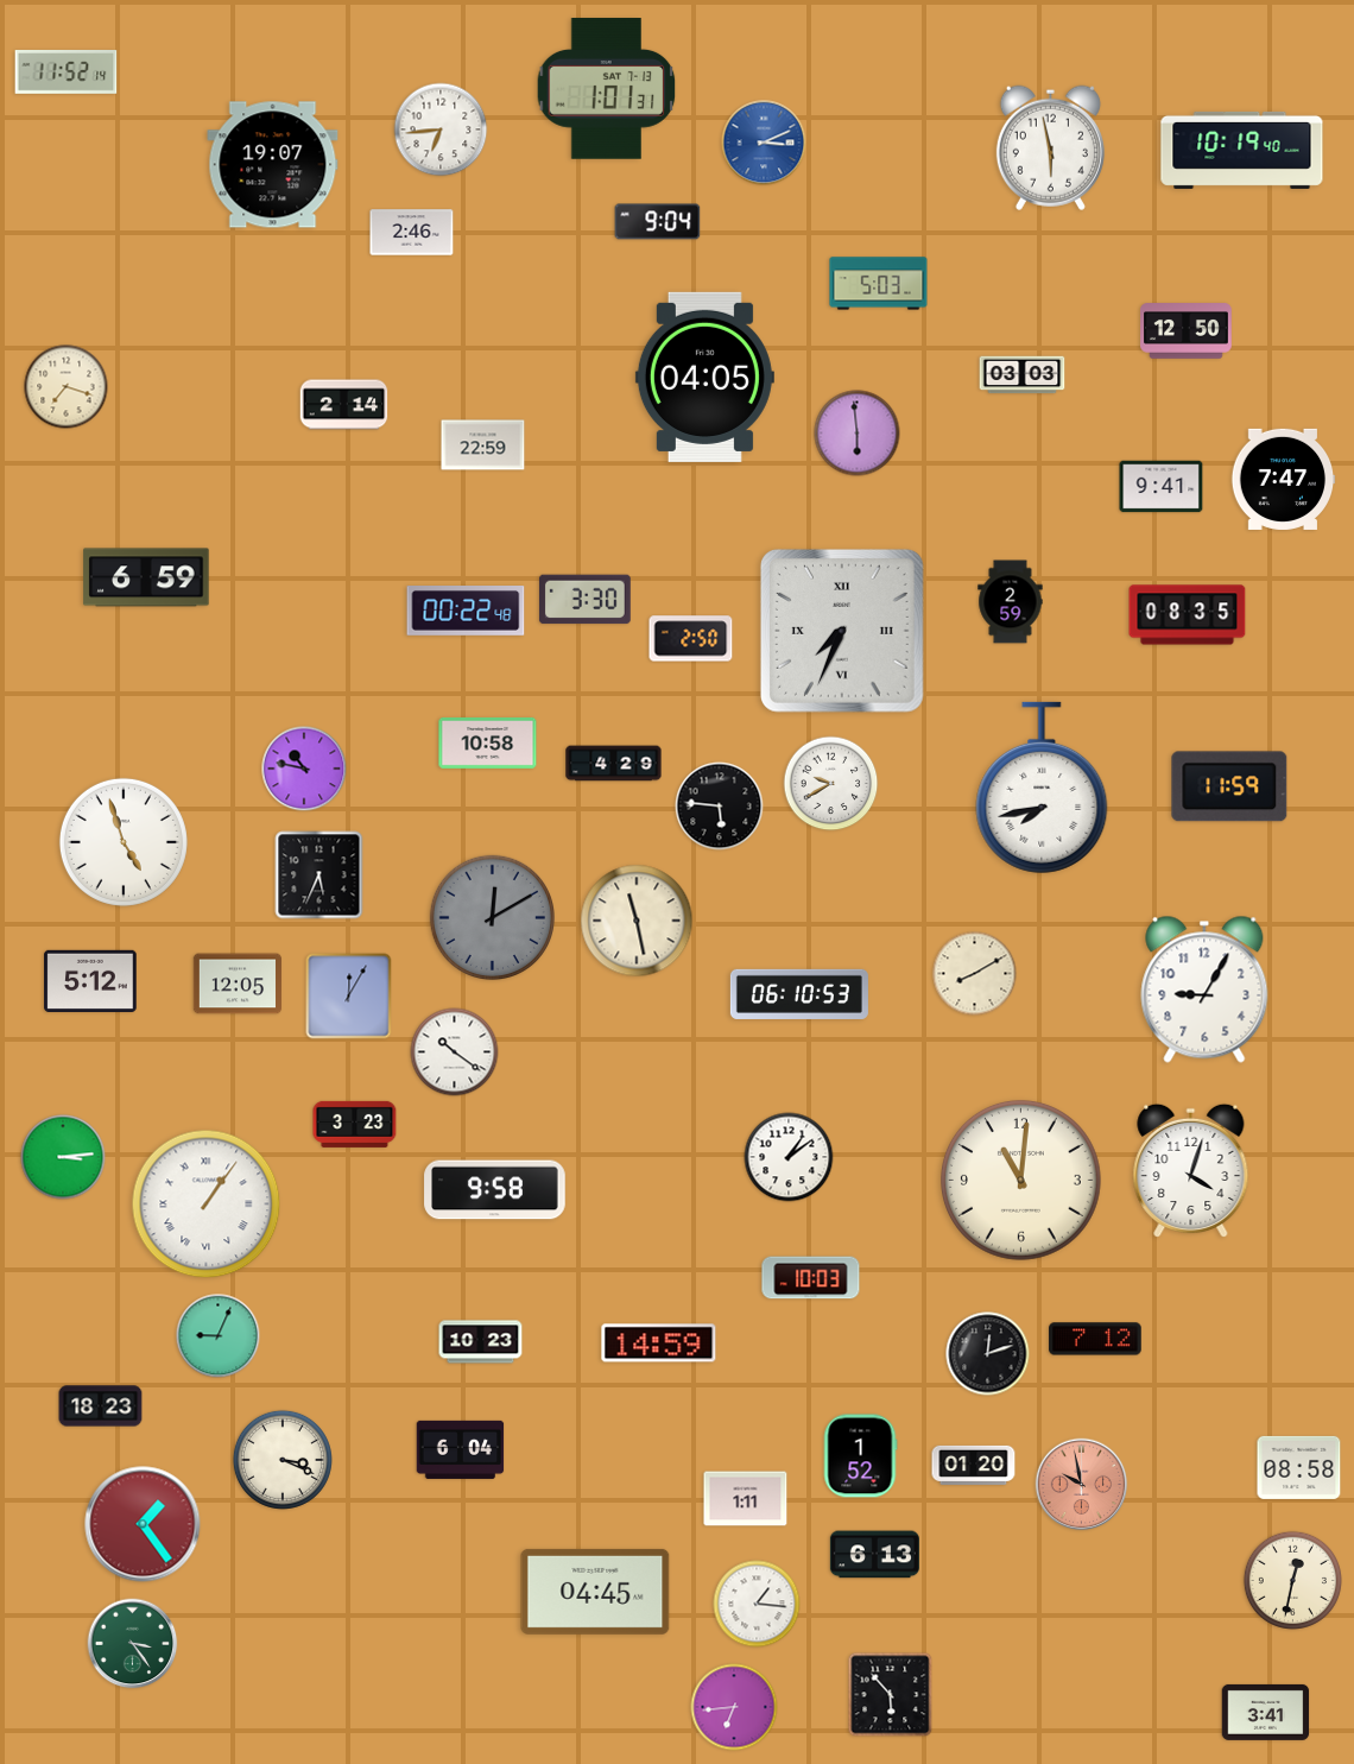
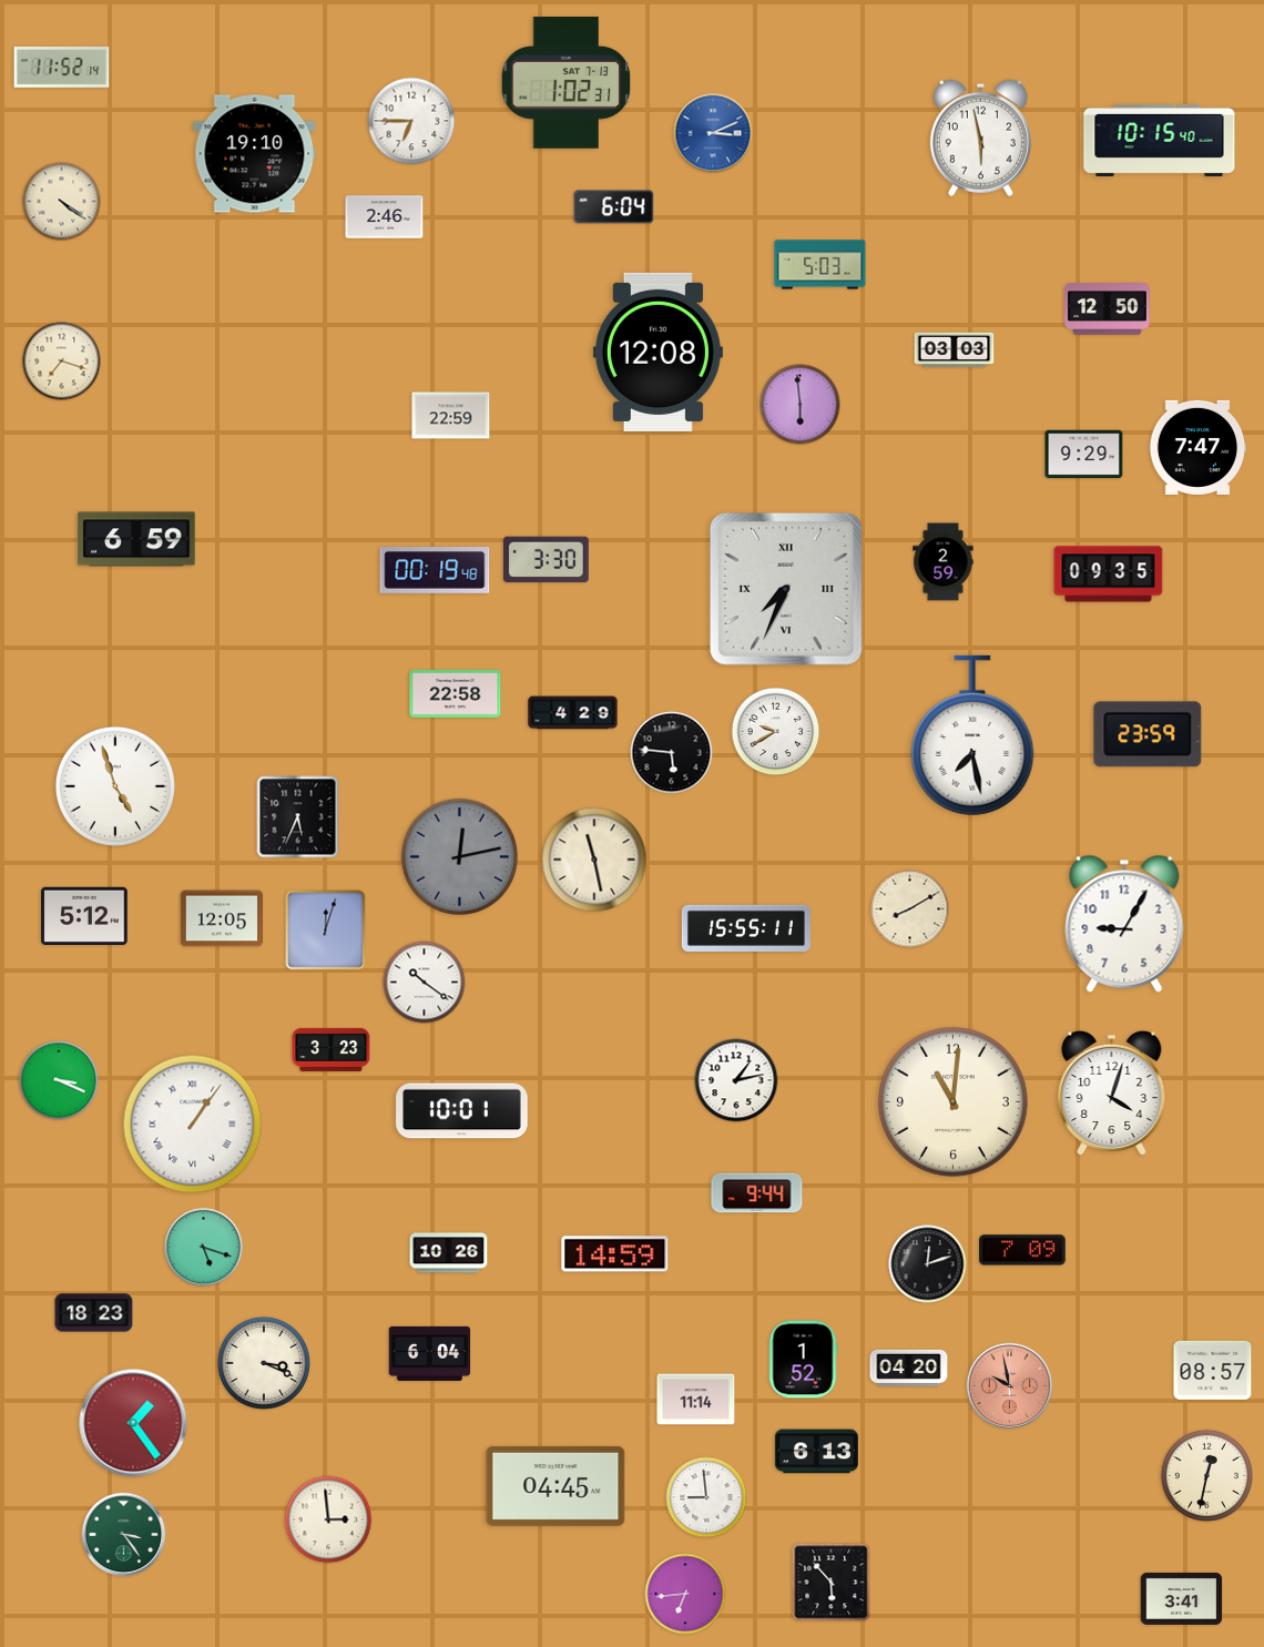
clock at (607, 89): 1:01 -> 1:02
clock at (441, 129): 6:44 -> 6:45
clock at (1242, 150): 10:19 -> 10:15
clock at (273, 165): 19:07 -> 19:10
clock at (62, 202): none -> 4:21
clock at (658, 222): 9:04 -> 6:04
clock at (704, 377): 04:05 -> 12:08
clock at (344, 405): 2:14 -> none
clock at (1162, 487): 9:41 -> 9:29
clock at (466, 612): 00:22 -> 00:19
clock at (1188, 615): 08:35 -> 09:35
clock at (691, 639): 2:50 -> none
clock at (488, 742): 10:58 -> 22:58
clock at (304, 769): 10:47 -> none
clock at (1229, 786): 11:59 -> 23:59
clock at (1042, 788): 7:43 -> 7:28
clock at (492, 917): 12:10 -> 12:13
clock at (799, 994): 06:10 -> 15:55
clock at (349, 997): 12:05 -> 12:03
clock at (63, 1157): 3:14 -> 3:19
clock at (789, 1157): 1:09 -> 1:13
clock at (495, 1190): 9:58 -> 10:01
clock at (811, 1278): 10:03 -> 9:44
clock at (219, 1336): 9:04 -> 5:18
clock at (1095, 1339): 7:12 -> 7:09
clock at (481, 1342): 10:23 -> 10:26
clock at (988, 1354) position: (988, 1354) -> (928, 1264)
clock at (974, 1465): 01:20 -> 04:20
clock at (1299, 1467): 08:58 -> 08:57
clock at (746, 1499): 1:11 -> 11:14
clock at (757, 1604): 1:16 -> 8:59
clock at (328, 1519): none -> 2:59
